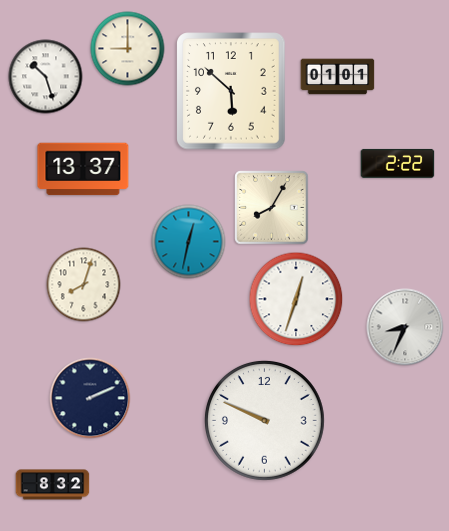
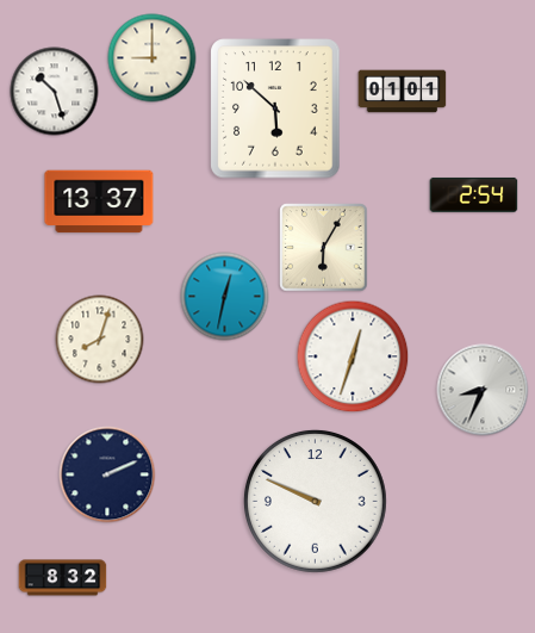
clock at (398, 163): 2:22 -> 2:54
clock at (272, 208): 8:05 -> 6:05
clock at (189, 242) position: (189, 242) -> (225, 297)
